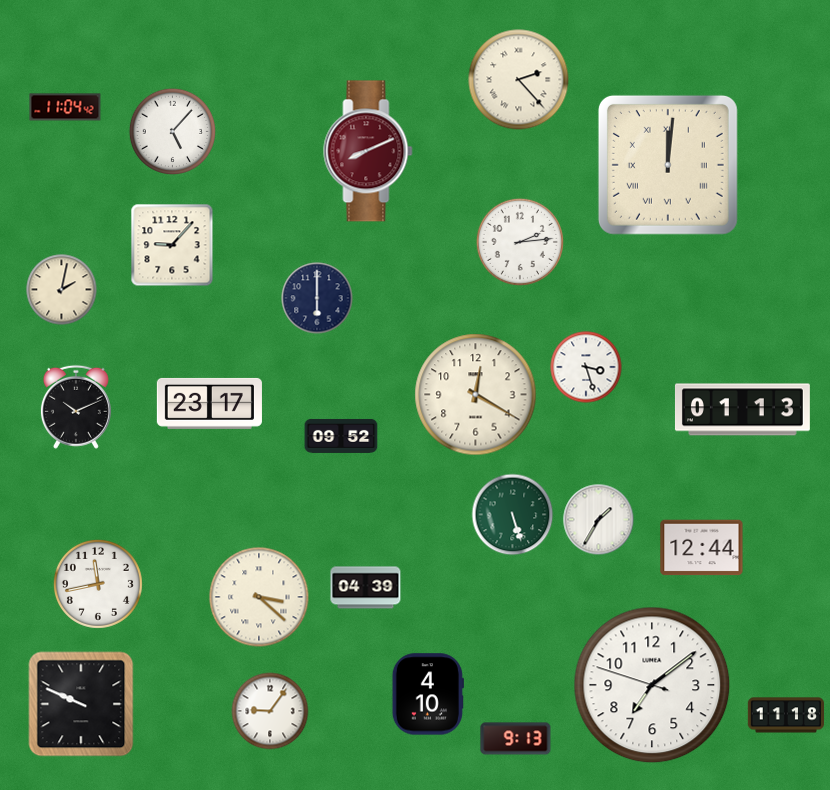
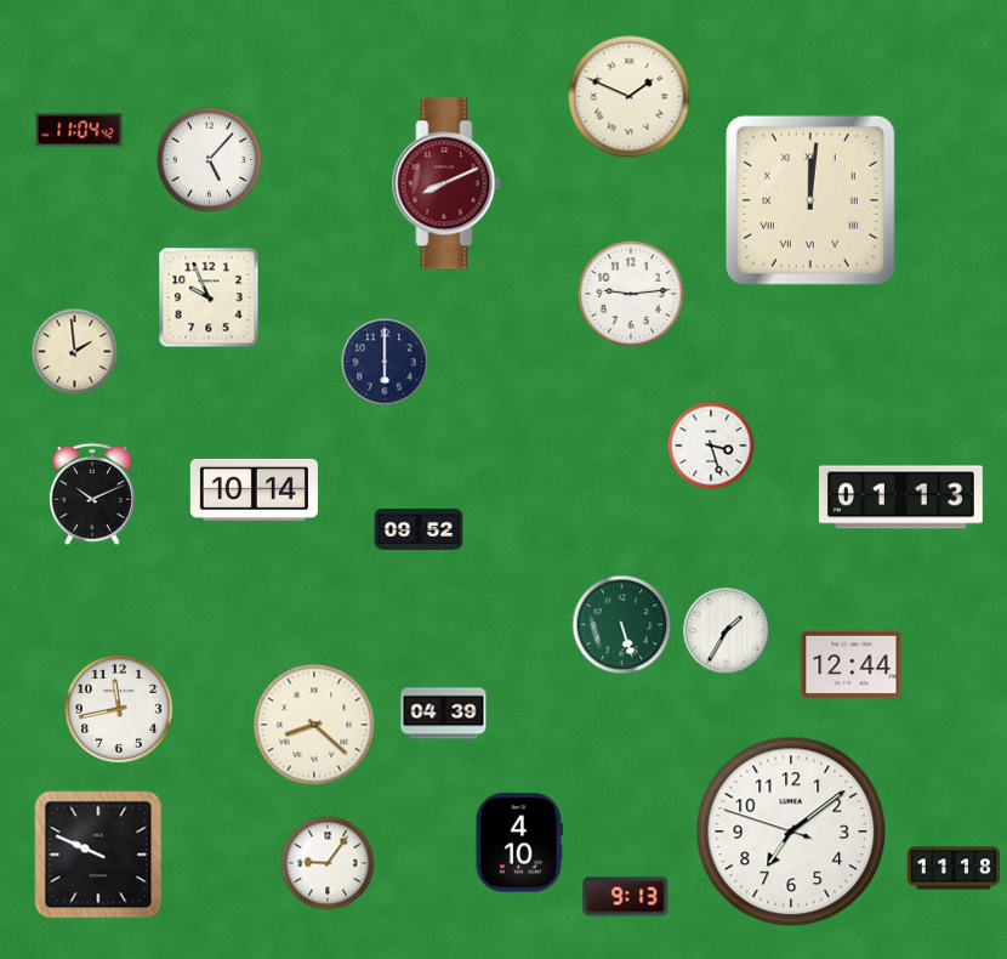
clock at (519, 80): 2:23 -> 1:49
clock at (520, 242): 2:14 -> 9:14
clock at (172, 245): 9:07 -> 9:56
clock at (62, 290): 2:02 -> 1:59
clock at (476, 395): 12:20 -> none
clock at (209, 403): 23:17 -> 10:14
clock at (341, 436) position: (341, 436) -> (419, 529)
clock at (259, 597): 3:22 -> 8:22
